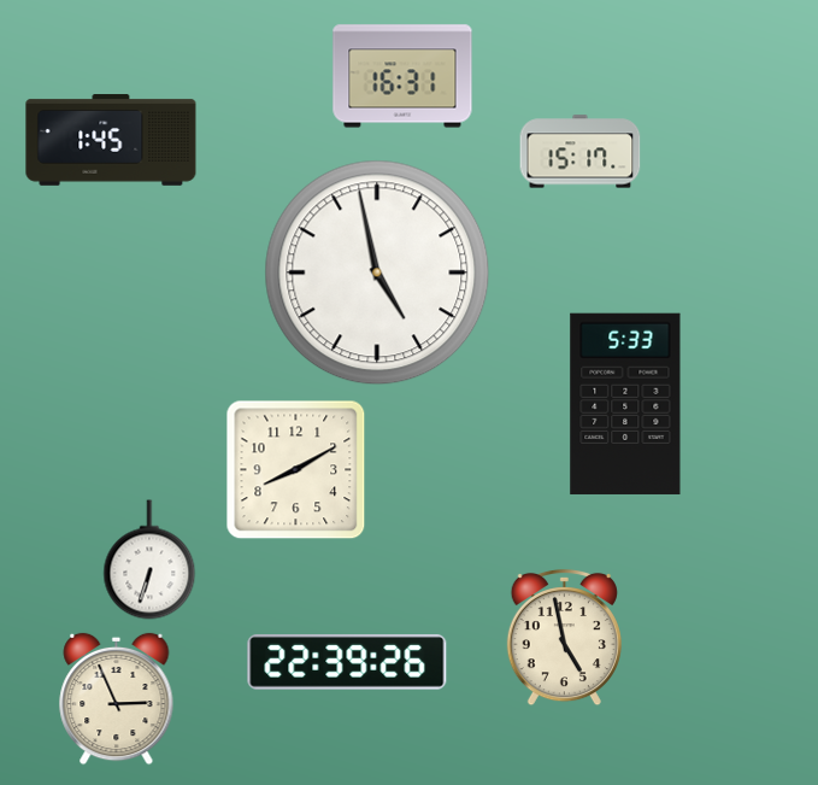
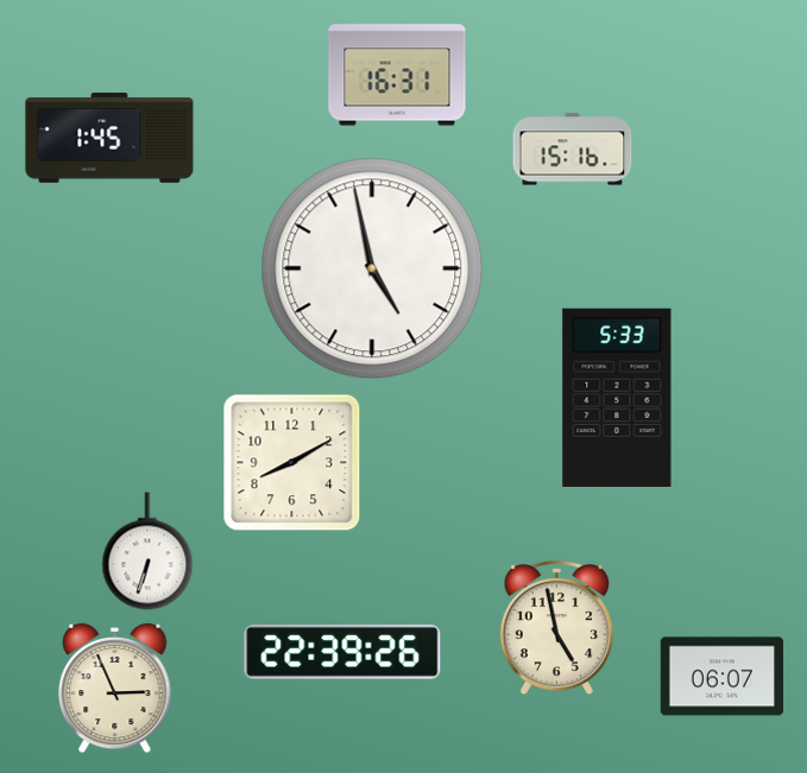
clock at (581, 152): 15:17 -> 15:16
clock at (723, 677): none -> 06:07
